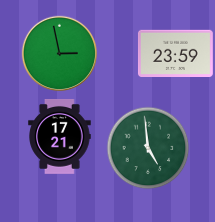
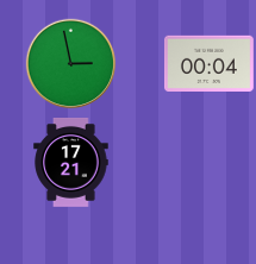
clock at (175, 53): 23:59 -> 00:04
clock at (148, 148): 4:59 -> none
